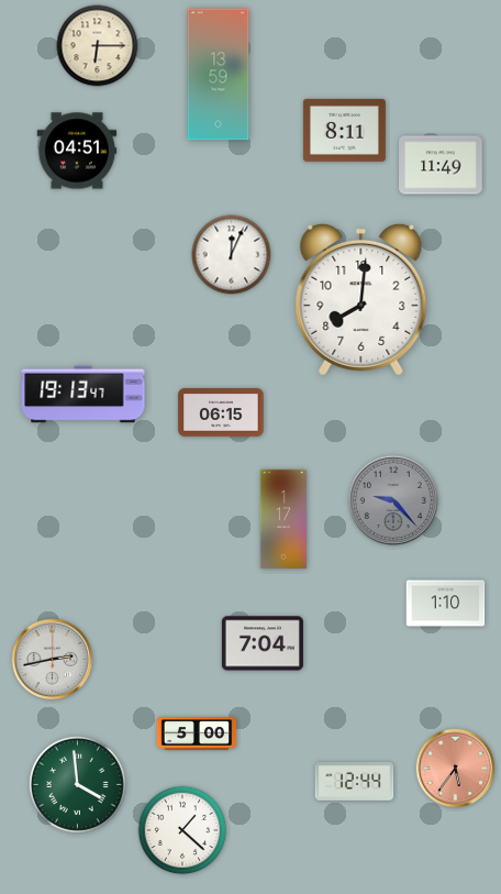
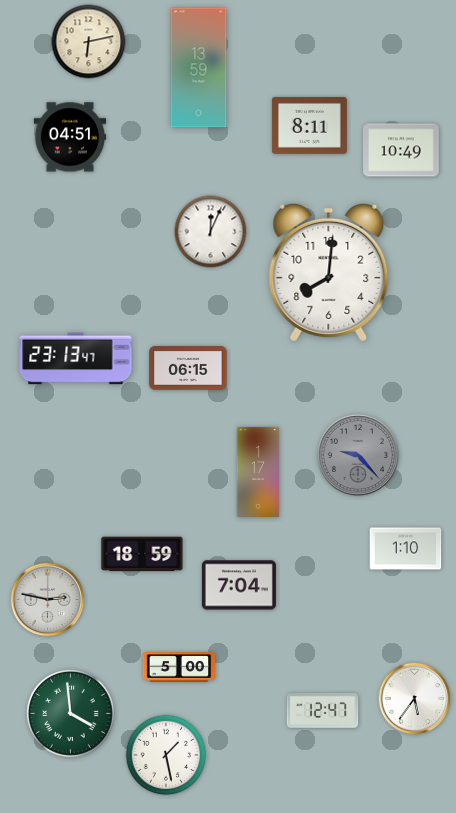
clock at (98, 46): 6:15 -> 6:13
clock at (344, 130) position: (344, 130) -> (309, 125)
clock at (442, 165): 11:49 -> 10:49
clock at (83, 395): 19:13 -> 23:13
clock at (221, 413) position: (221, 413) -> (188, 369)
clock at (142, 554): none -> 18:59
clock at (53, 660): 2:43 -> 2:47
clock at (456, 769) dial: salmon -> white
clock at (355, 782): 12:44 -> 12:47
clock at (182, 830): 1:22 -> 1:28
